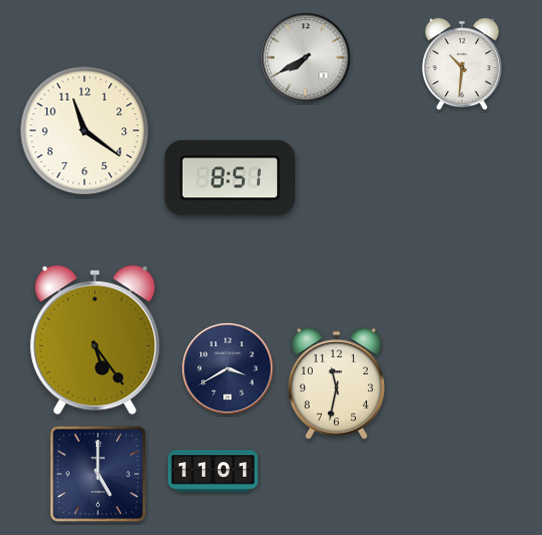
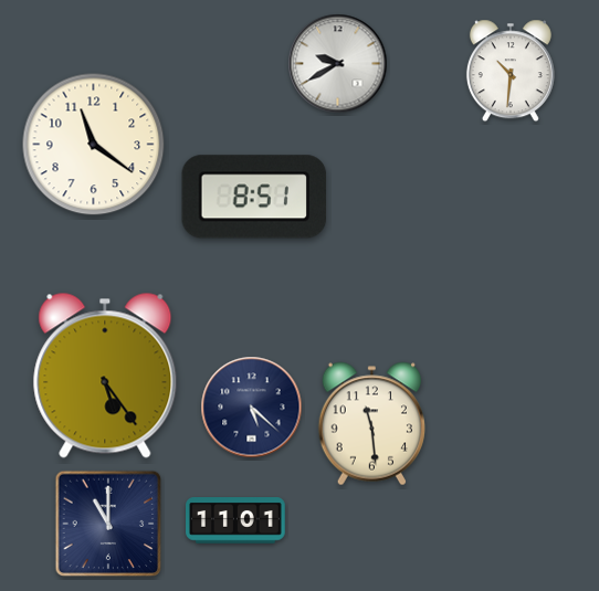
clock at (306, 58): 7:40 -> 9:40
clock at (228, 369): 3:40 -> 5:22
clock at (336, 384): 11:32 -> 11:29
clock at (98, 474): 5:00 -> 11:00
